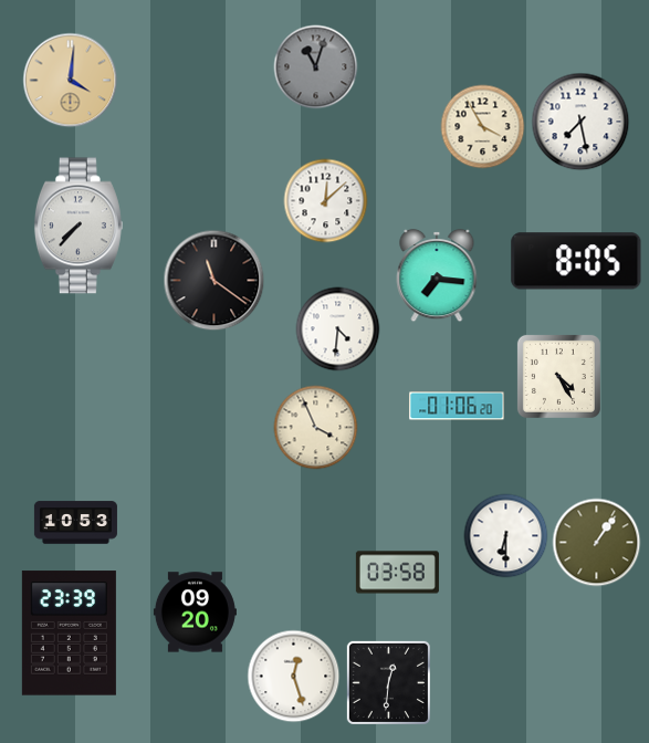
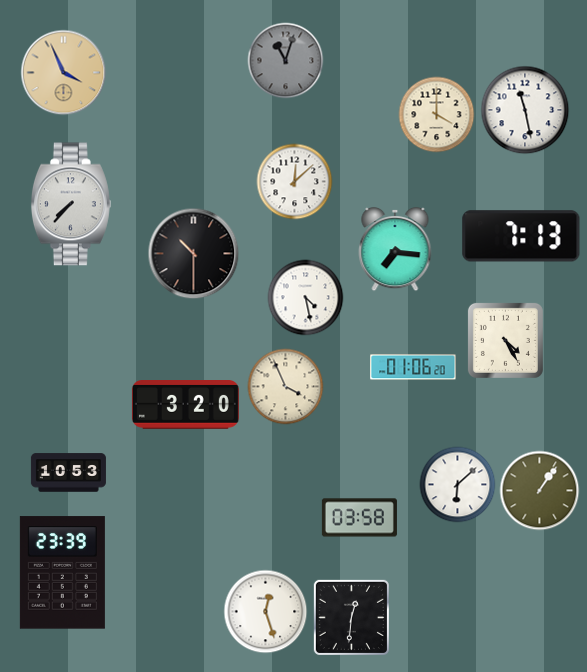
clock at (71, 81): 4:01 -> 3:56
clock at (580, 122): 7:28 -> 11:28
clock at (483, 127): 3:55 -> 4:00
clock at (576, 261): 8:05 -> 7:13
clock at (214, 281): 11:21 -> 10:30
clock at (338, 329): 4:31 -> 4:28
clock at (185, 405): none -> 3:20
clock at (506, 536): 6:30 -> 6:08
clock at (195, 613): 09:20 -> none
